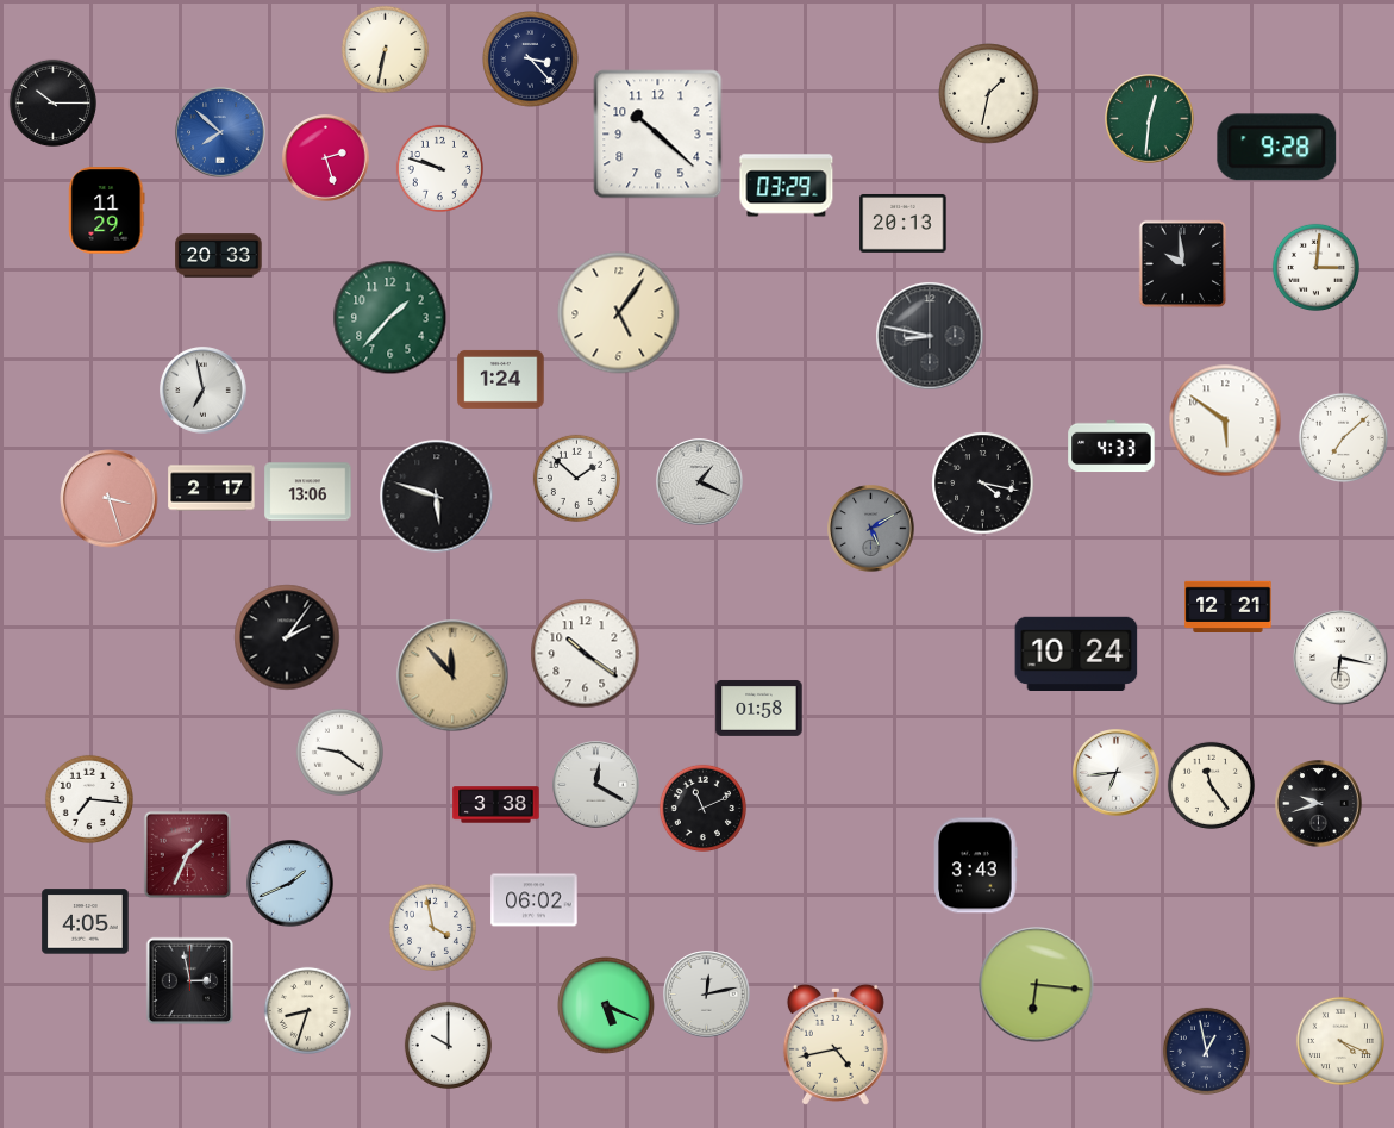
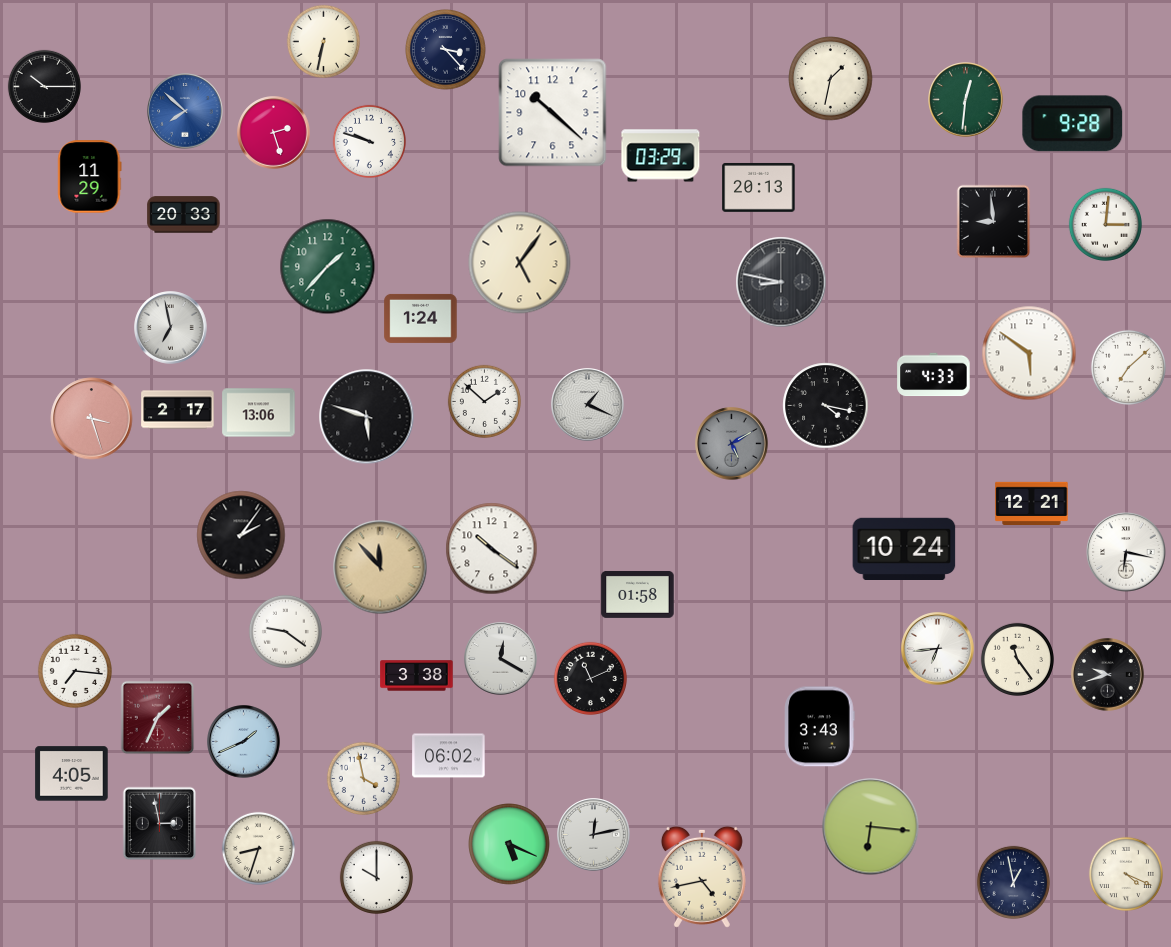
clock at (1183, 264): 9:59 -> 8:59
clock at (1229, 606) position: (1229, 606) -> (1032, 503)
